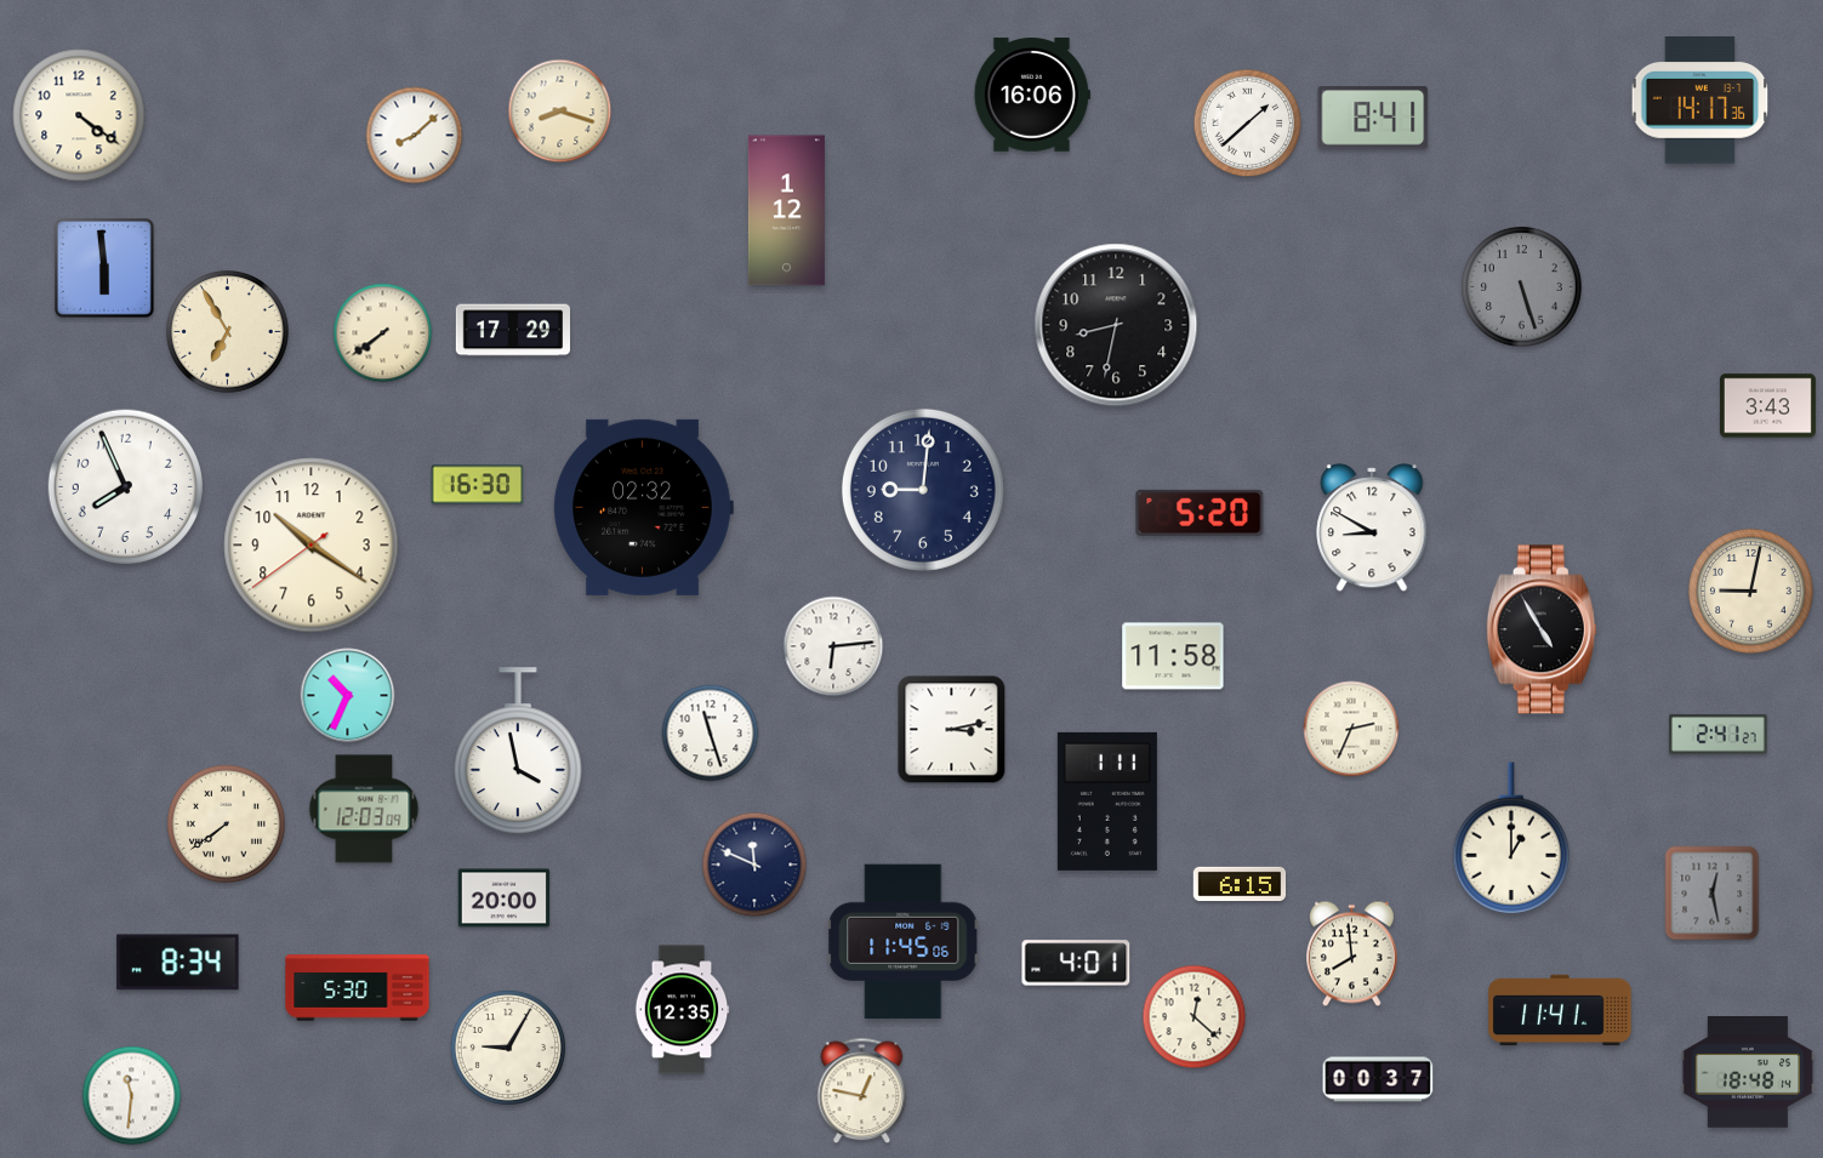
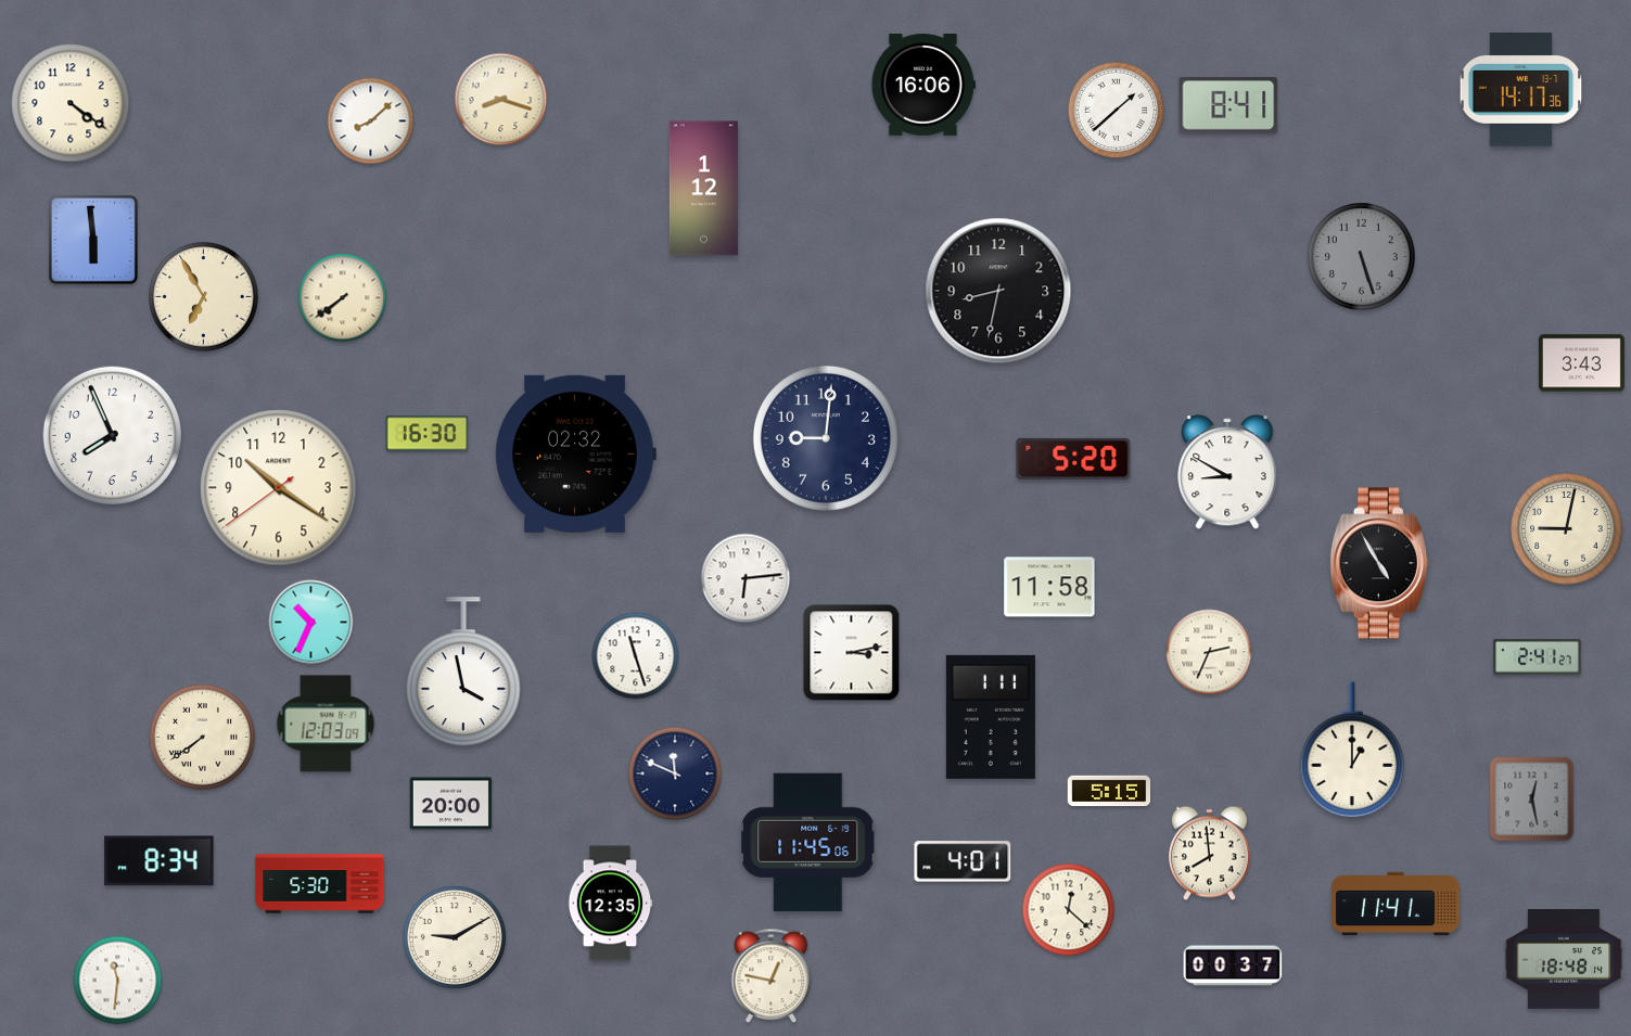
clock at (512, 330): 17:29 -> none
clock at (1240, 884): 6:15 -> 5:15
clock at (508, 1048): 9:05 -> 9:10
